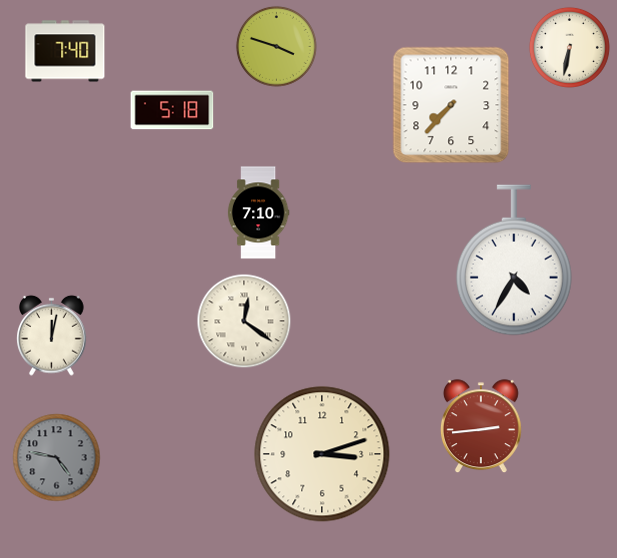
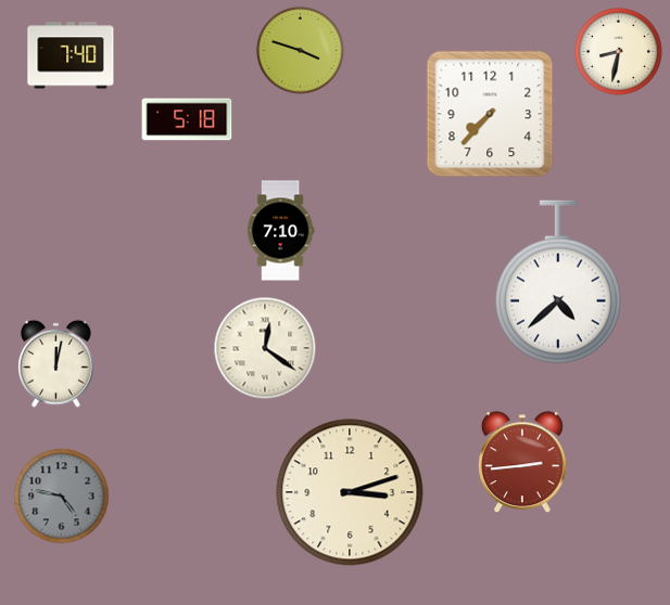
clock at (569, 47): 6:32 -> 8:32
clock at (514, 260): 4:35 -> 4:38
